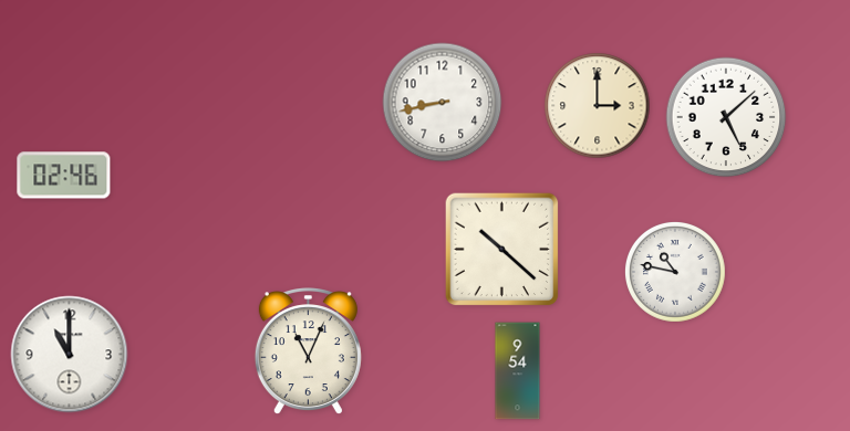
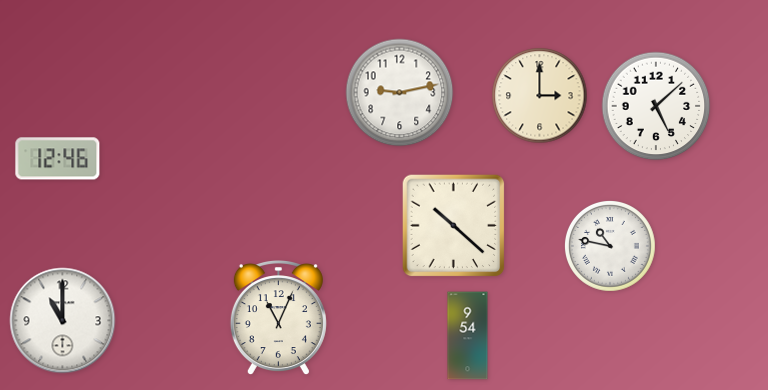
clock at (443, 103): 8:43 -> 9:13
clock at (64, 176): 02:46 -> 12:46
